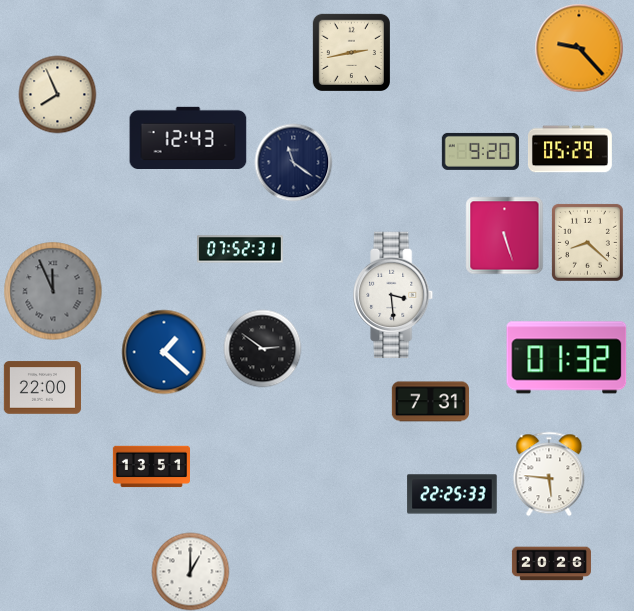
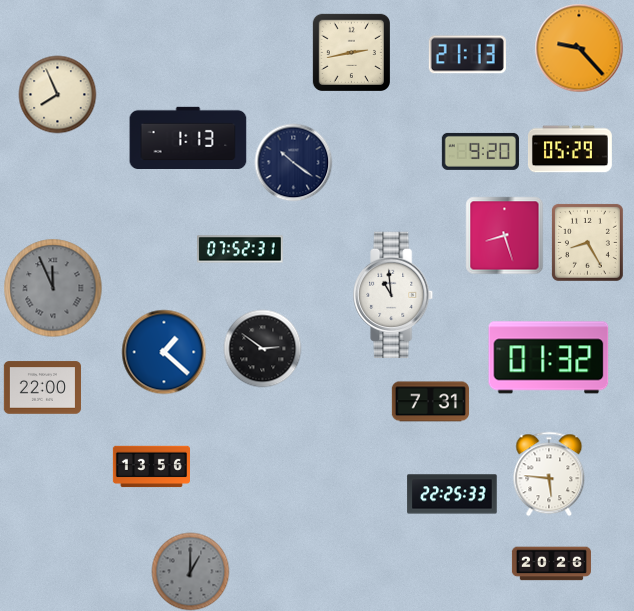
clock at (467, 55): none -> 21:13
clock at (188, 137): 12:43 -> 1:13
clock at (293, 162): 11:21 -> 10:21
clock at (504, 235): 5:27 -> 8:27
clock at (587, 242): 8:22 -> 8:25
clock at (53, 291) position: (53, 291) -> (53, 288)
clock at (394, 295): 3:29 -> 10:59
clock at (567, 358) position: (567, 358) -> (549, 358)
clock at (151, 467): 13:51 -> 13:56
clock at (190, 571) dial: white -> grey
